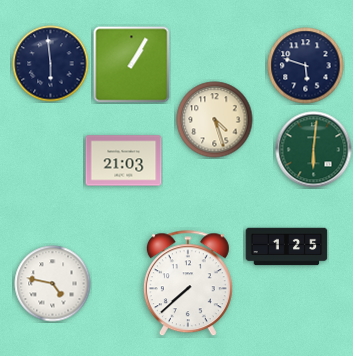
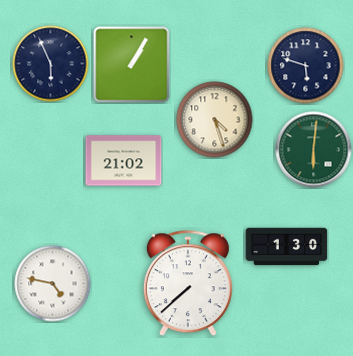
clock at (51, 64): 5:59 -> 5:56
clock at (124, 161): 21:03 -> 21:02
clock at (287, 247): 1:25 -> 1:30
